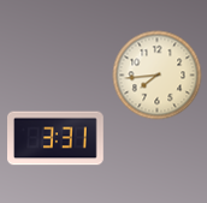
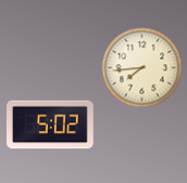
clock at (57, 138): 3:31 -> 5:02
